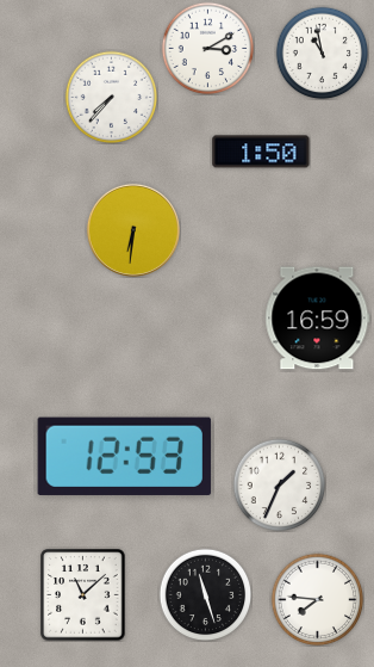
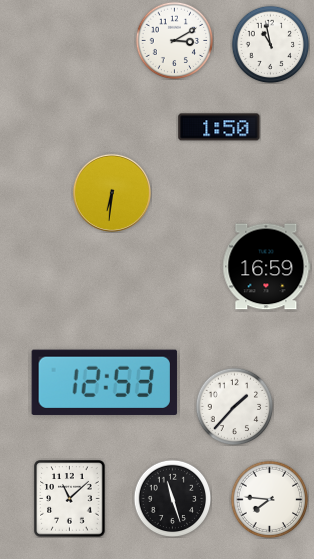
clock at (111, 97): 7:37 -> none
clock at (279, 484): 1:34 -> 1:37
clock at (317, 599) position: (317, 599) -> (269, 499)
